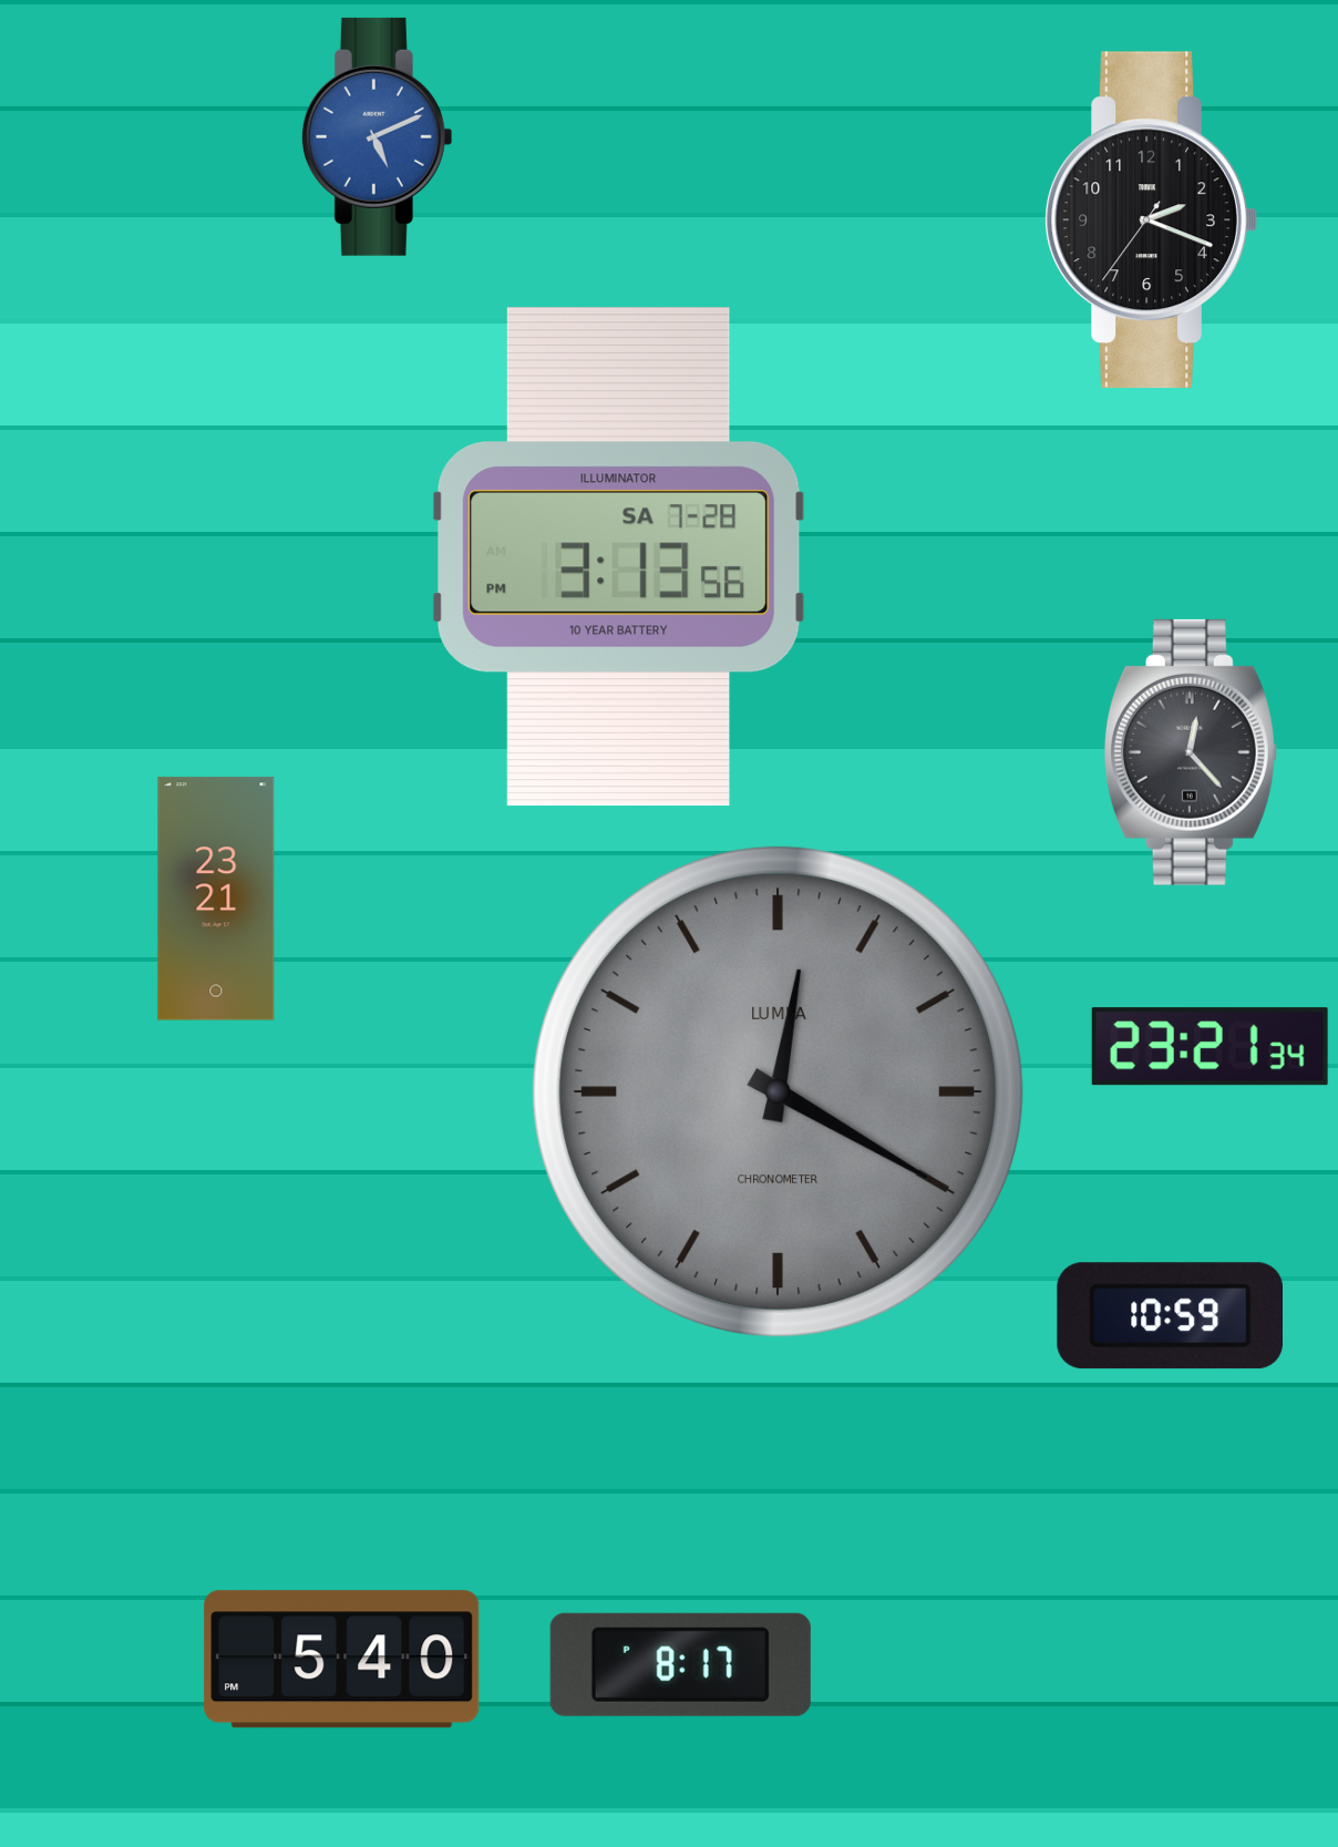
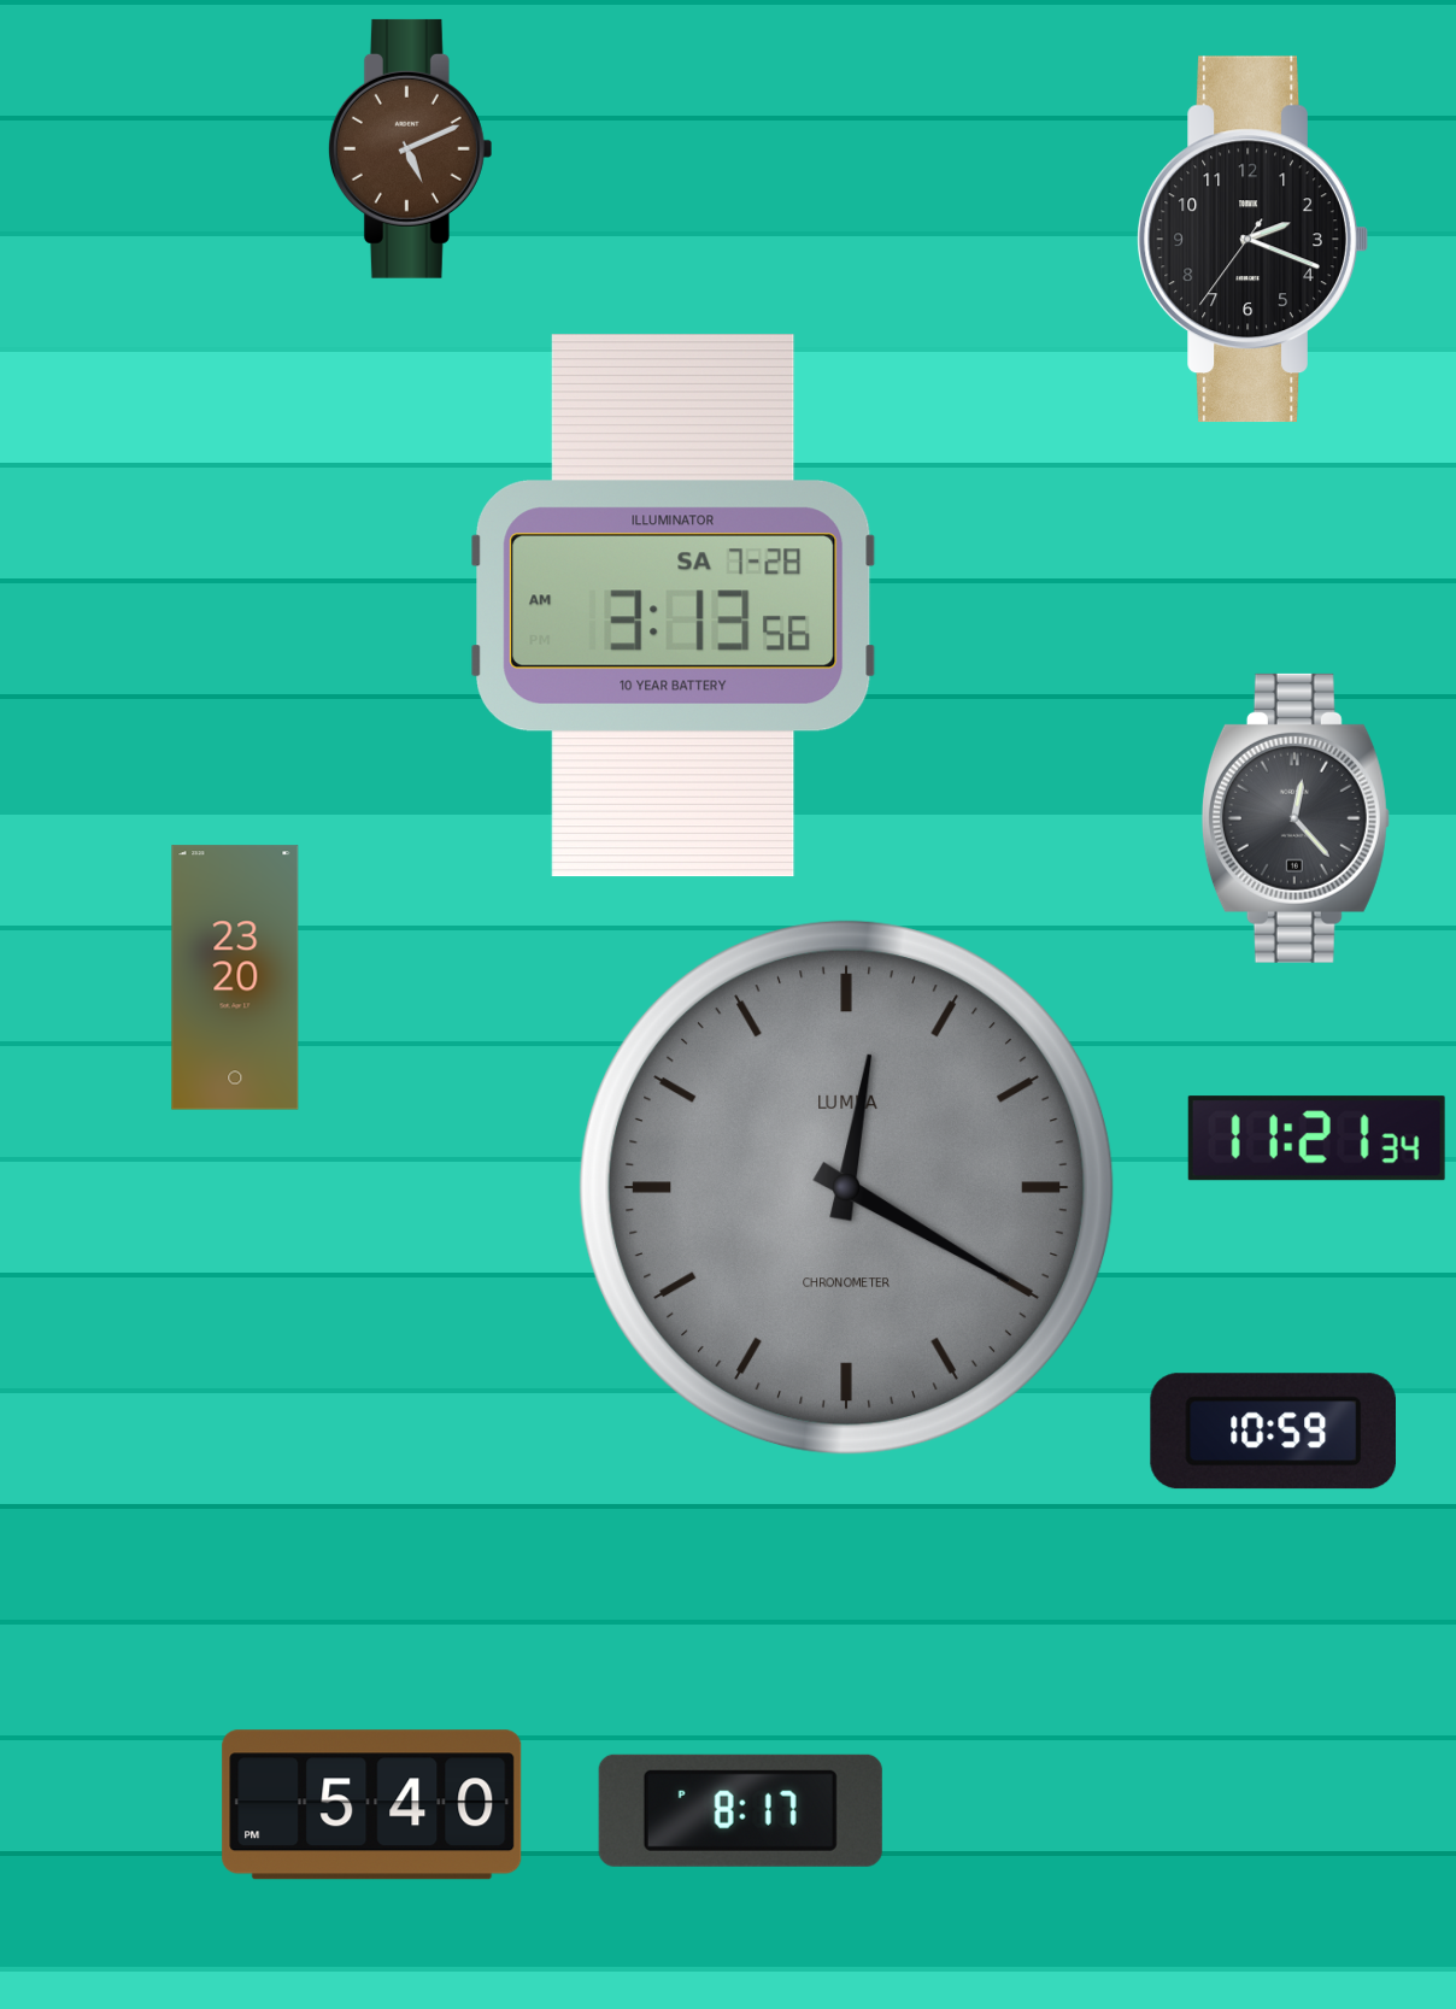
clock at (377, 136) dial: blue -> brown
clock at (619, 557): 3:13:56 PM -> 3:13:56 AM
clock at (216, 899): 23:21 -> 23:20
clock at (1210, 1047): 23:21 -> 11:21
